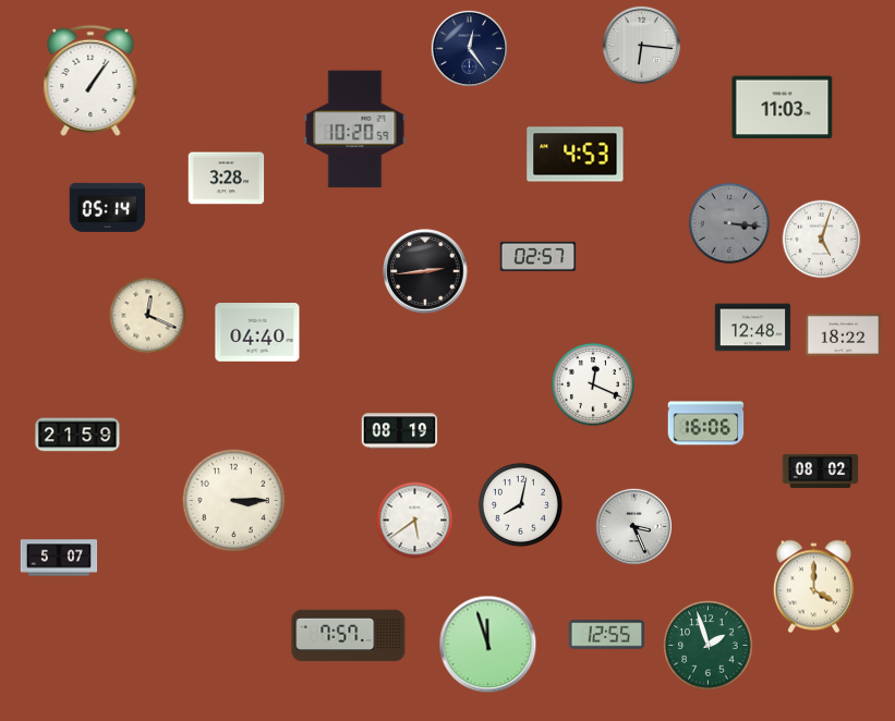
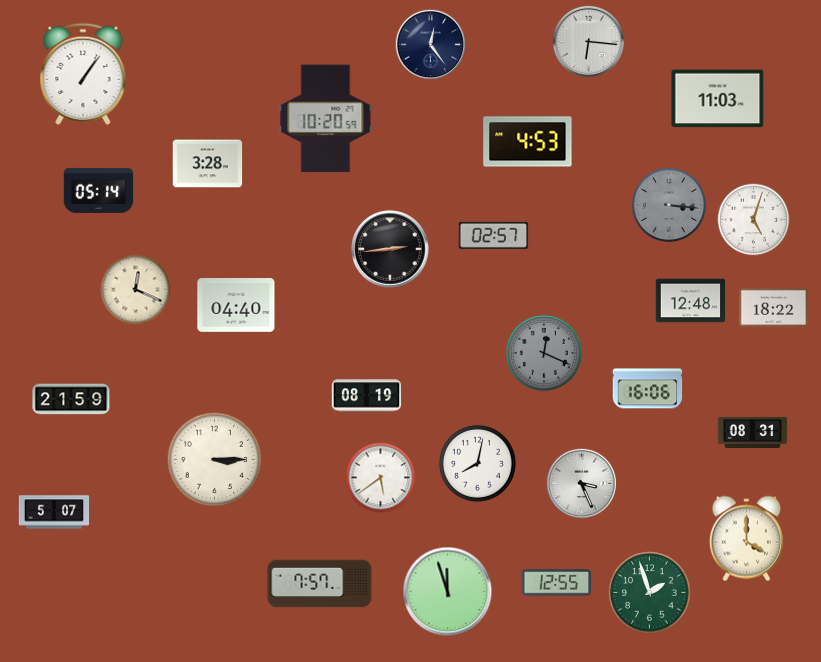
clock at (593, 384) dial: white -> grey
clock at (821, 471): 08:02 -> 08:31
